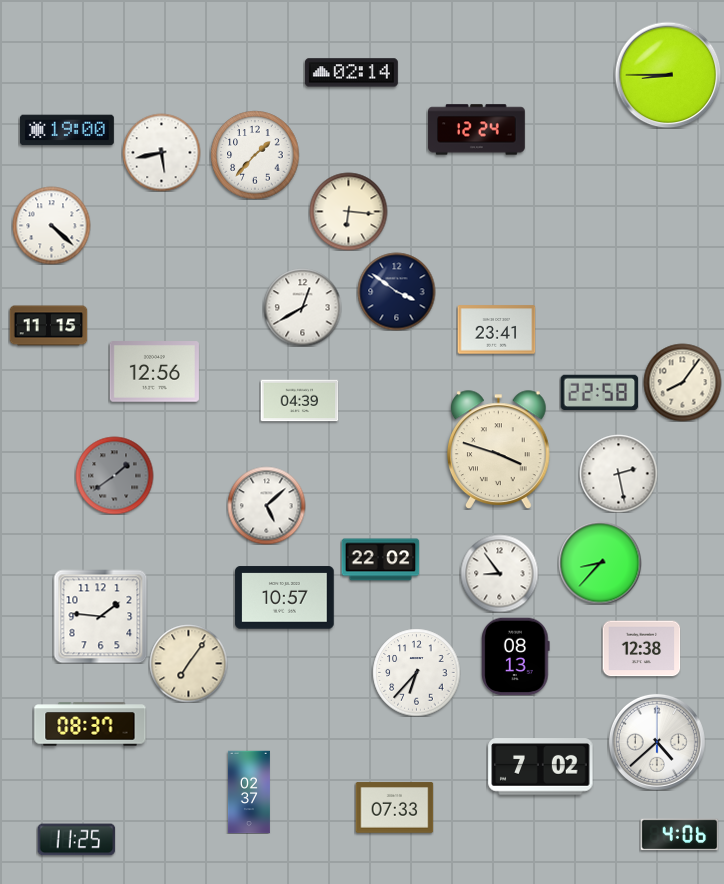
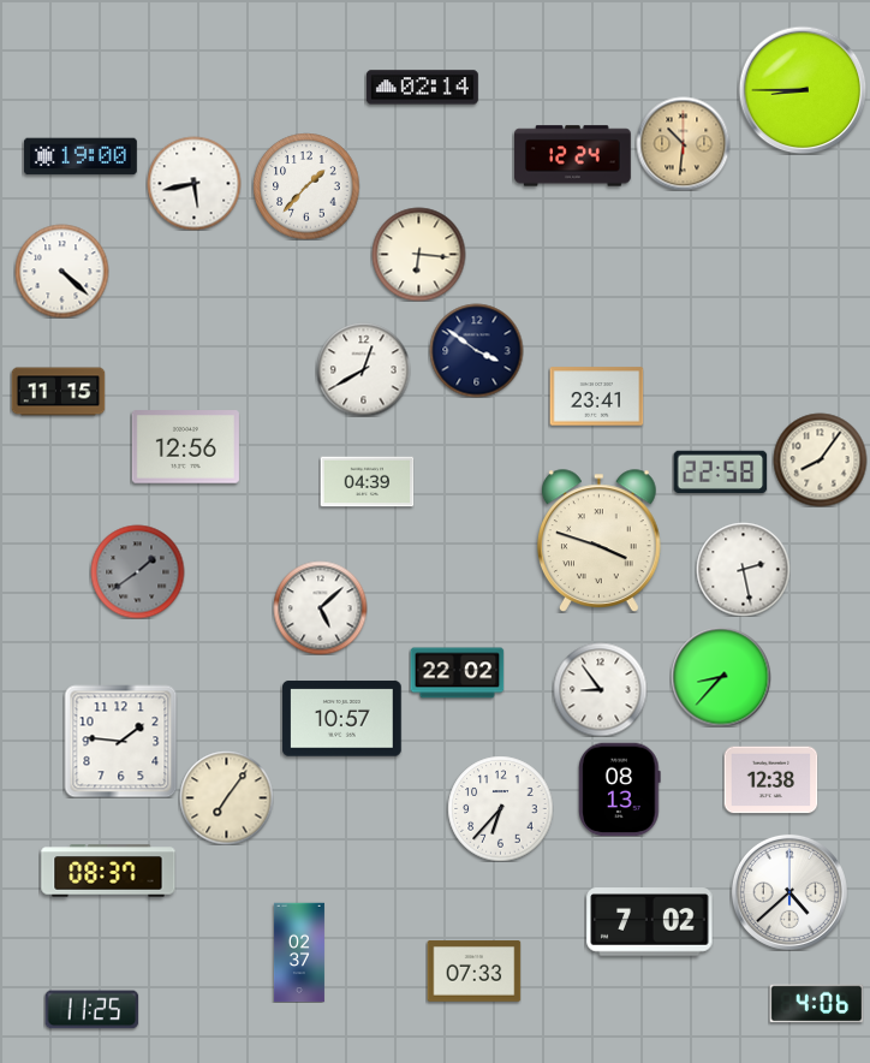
clock at (683, 143): none -> 10:31
clock at (299, 401) position: (299, 401) -> (367, 482)
